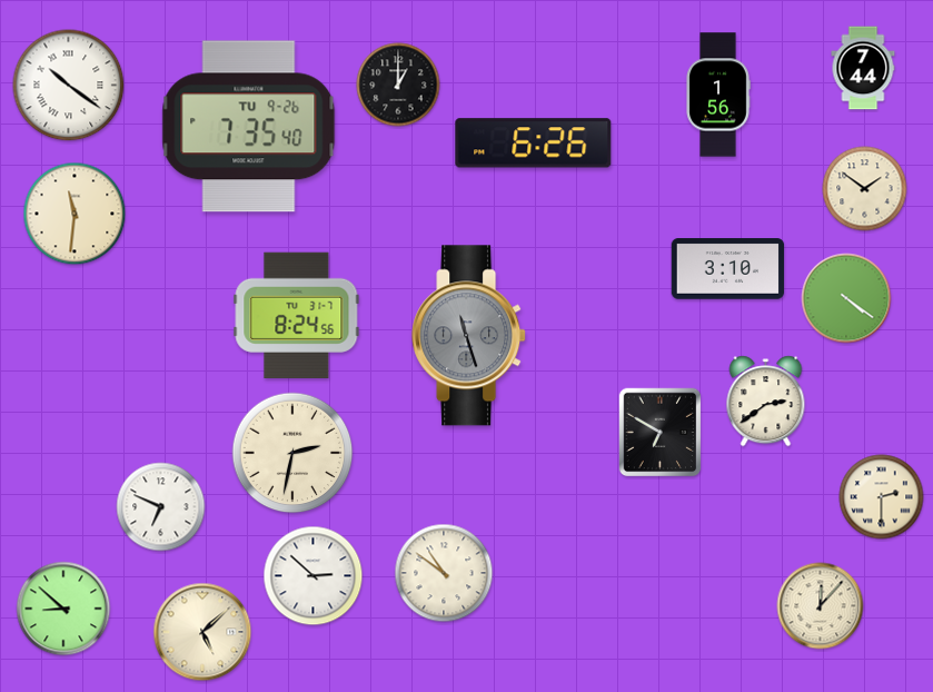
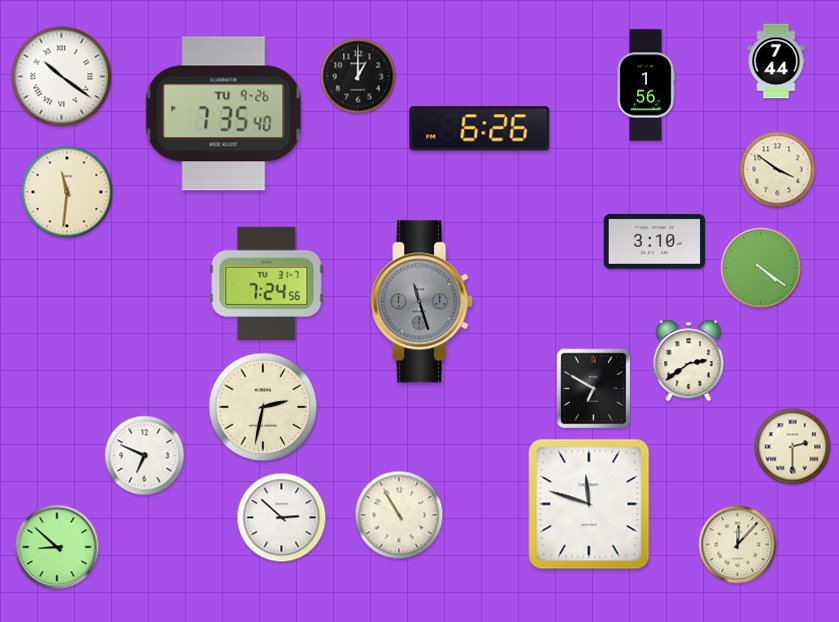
clock at (865, 189): 1:51 -> 3:51
clock at (297, 315): 8:24 -> 7:24
clock at (589, 504): none -> 11:48
clock at (444, 573): 10:51 -> 10:55
clock at (202, 632): 5:08 -> none
